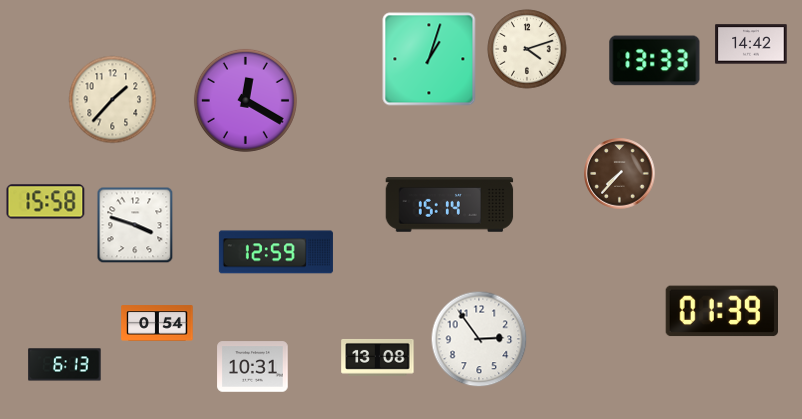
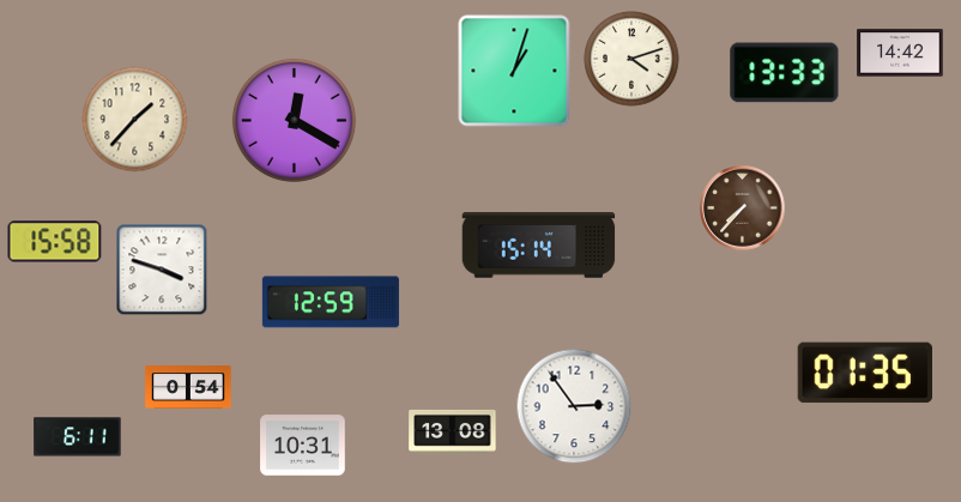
clock at (721, 311): 01:39 -> 01:35
clock at (378, 358) position: (378, 358) -> (453, 433)
clock at (65, 365): 6:13 -> 6:11
clock at (253, 367) position: (253, 367) -> (303, 446)
